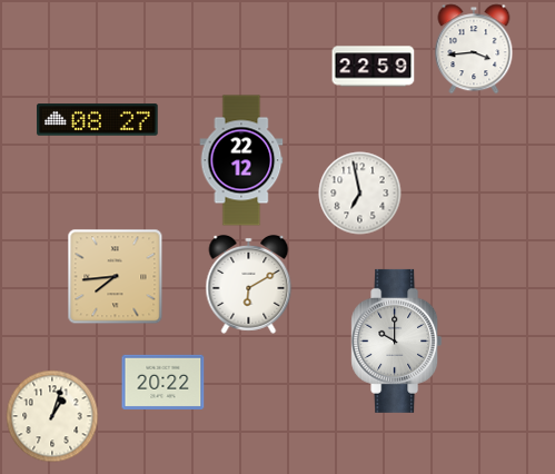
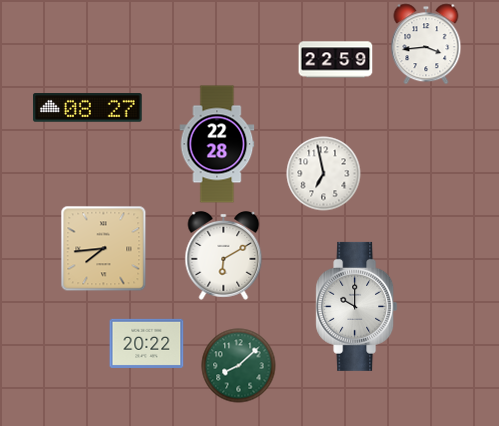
clock at (241, 160): 22:12 -> 22:28
clock at (239, 366): none -> 8:08
clock at (52, 416): 1:03 -> none
